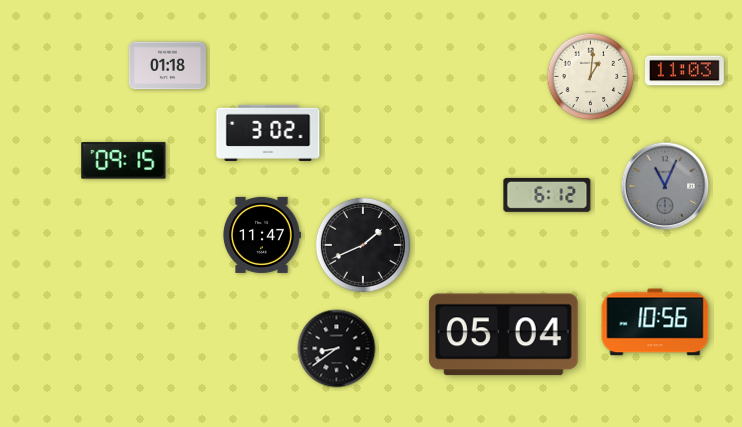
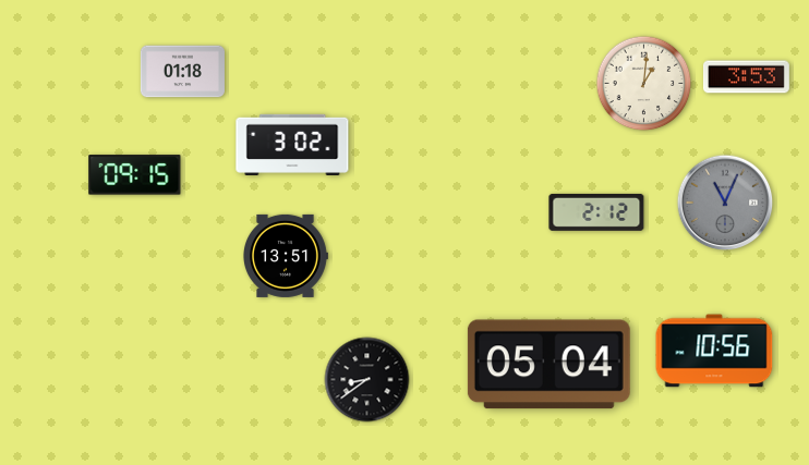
clock at (684, 71): 11:03 -> 3:53
clock at (547, 195): 6:12 -> 2:12
clock at (262, 235): 11:47 -> 13:51
clock at (363, 245): 1:41 -> none
